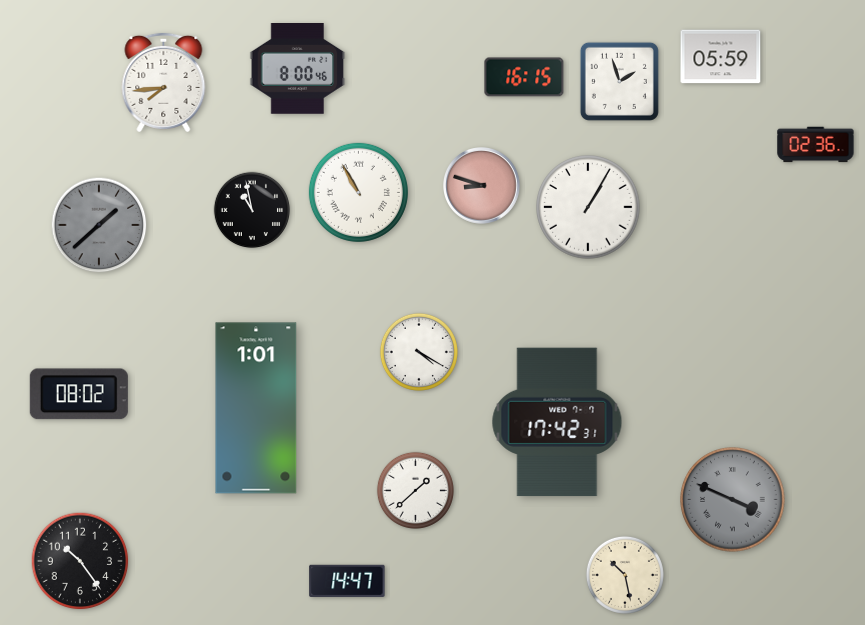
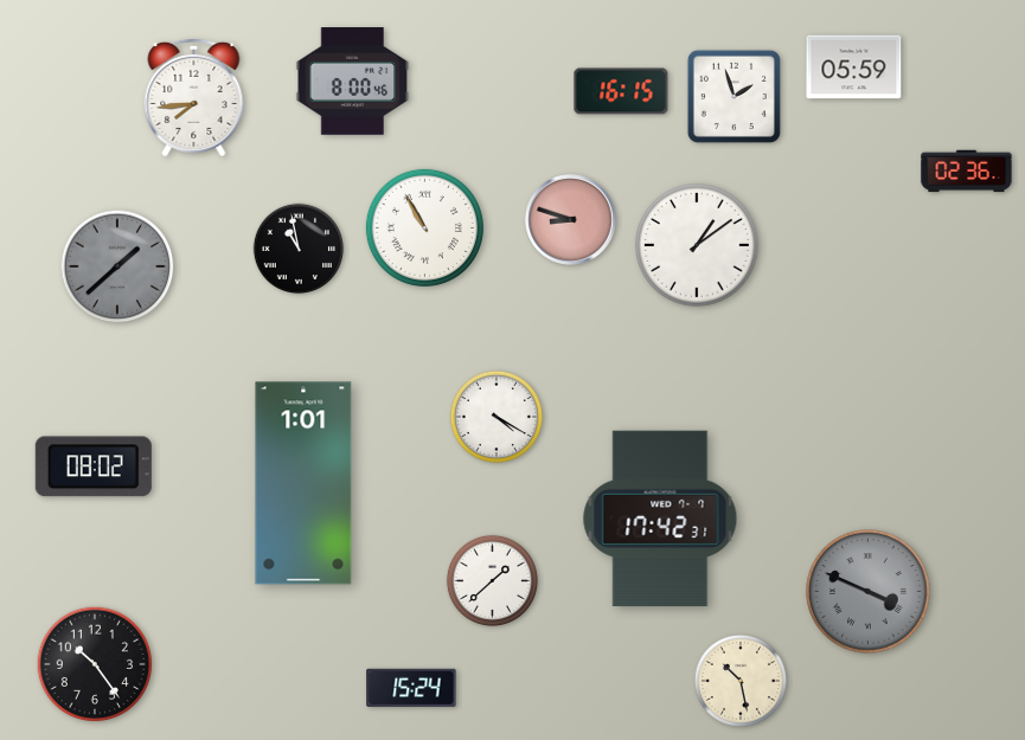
clock at (588, 207): 1:05 -> 1:09
clock at (557, 422) position: (557, 422) -> (660, 519)
clock at (347, 580): 14:47 -> 15:24
